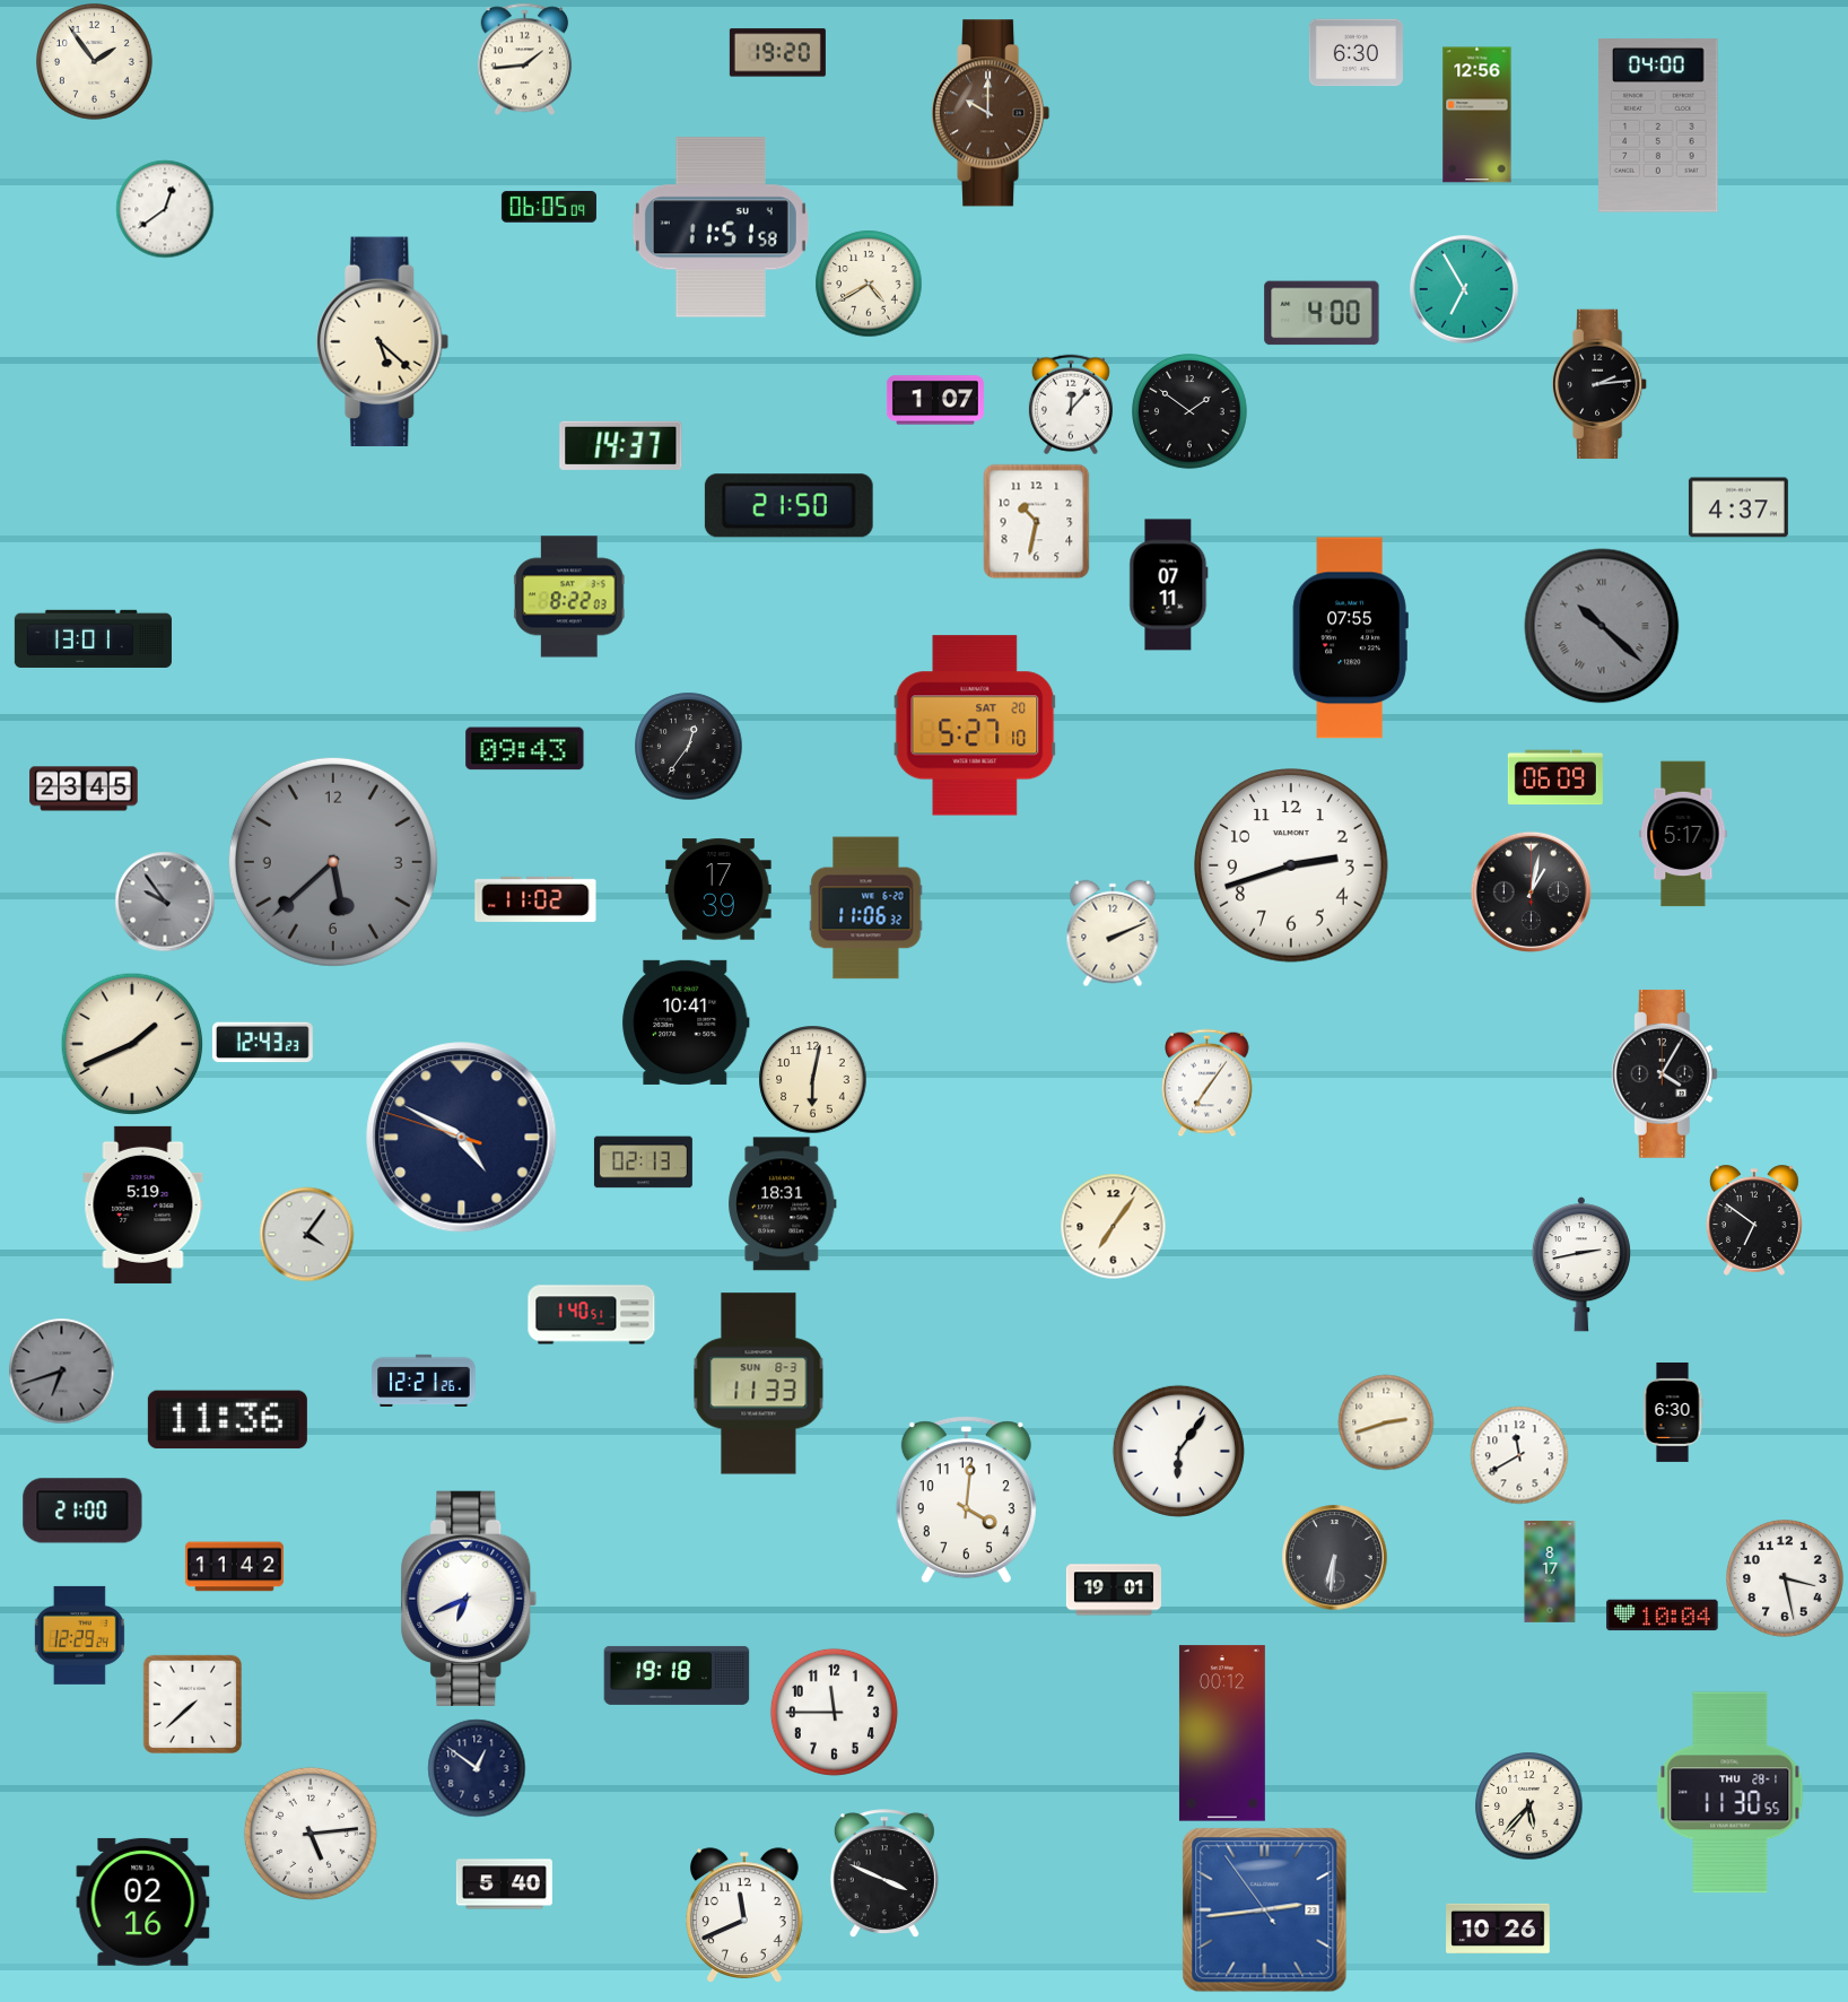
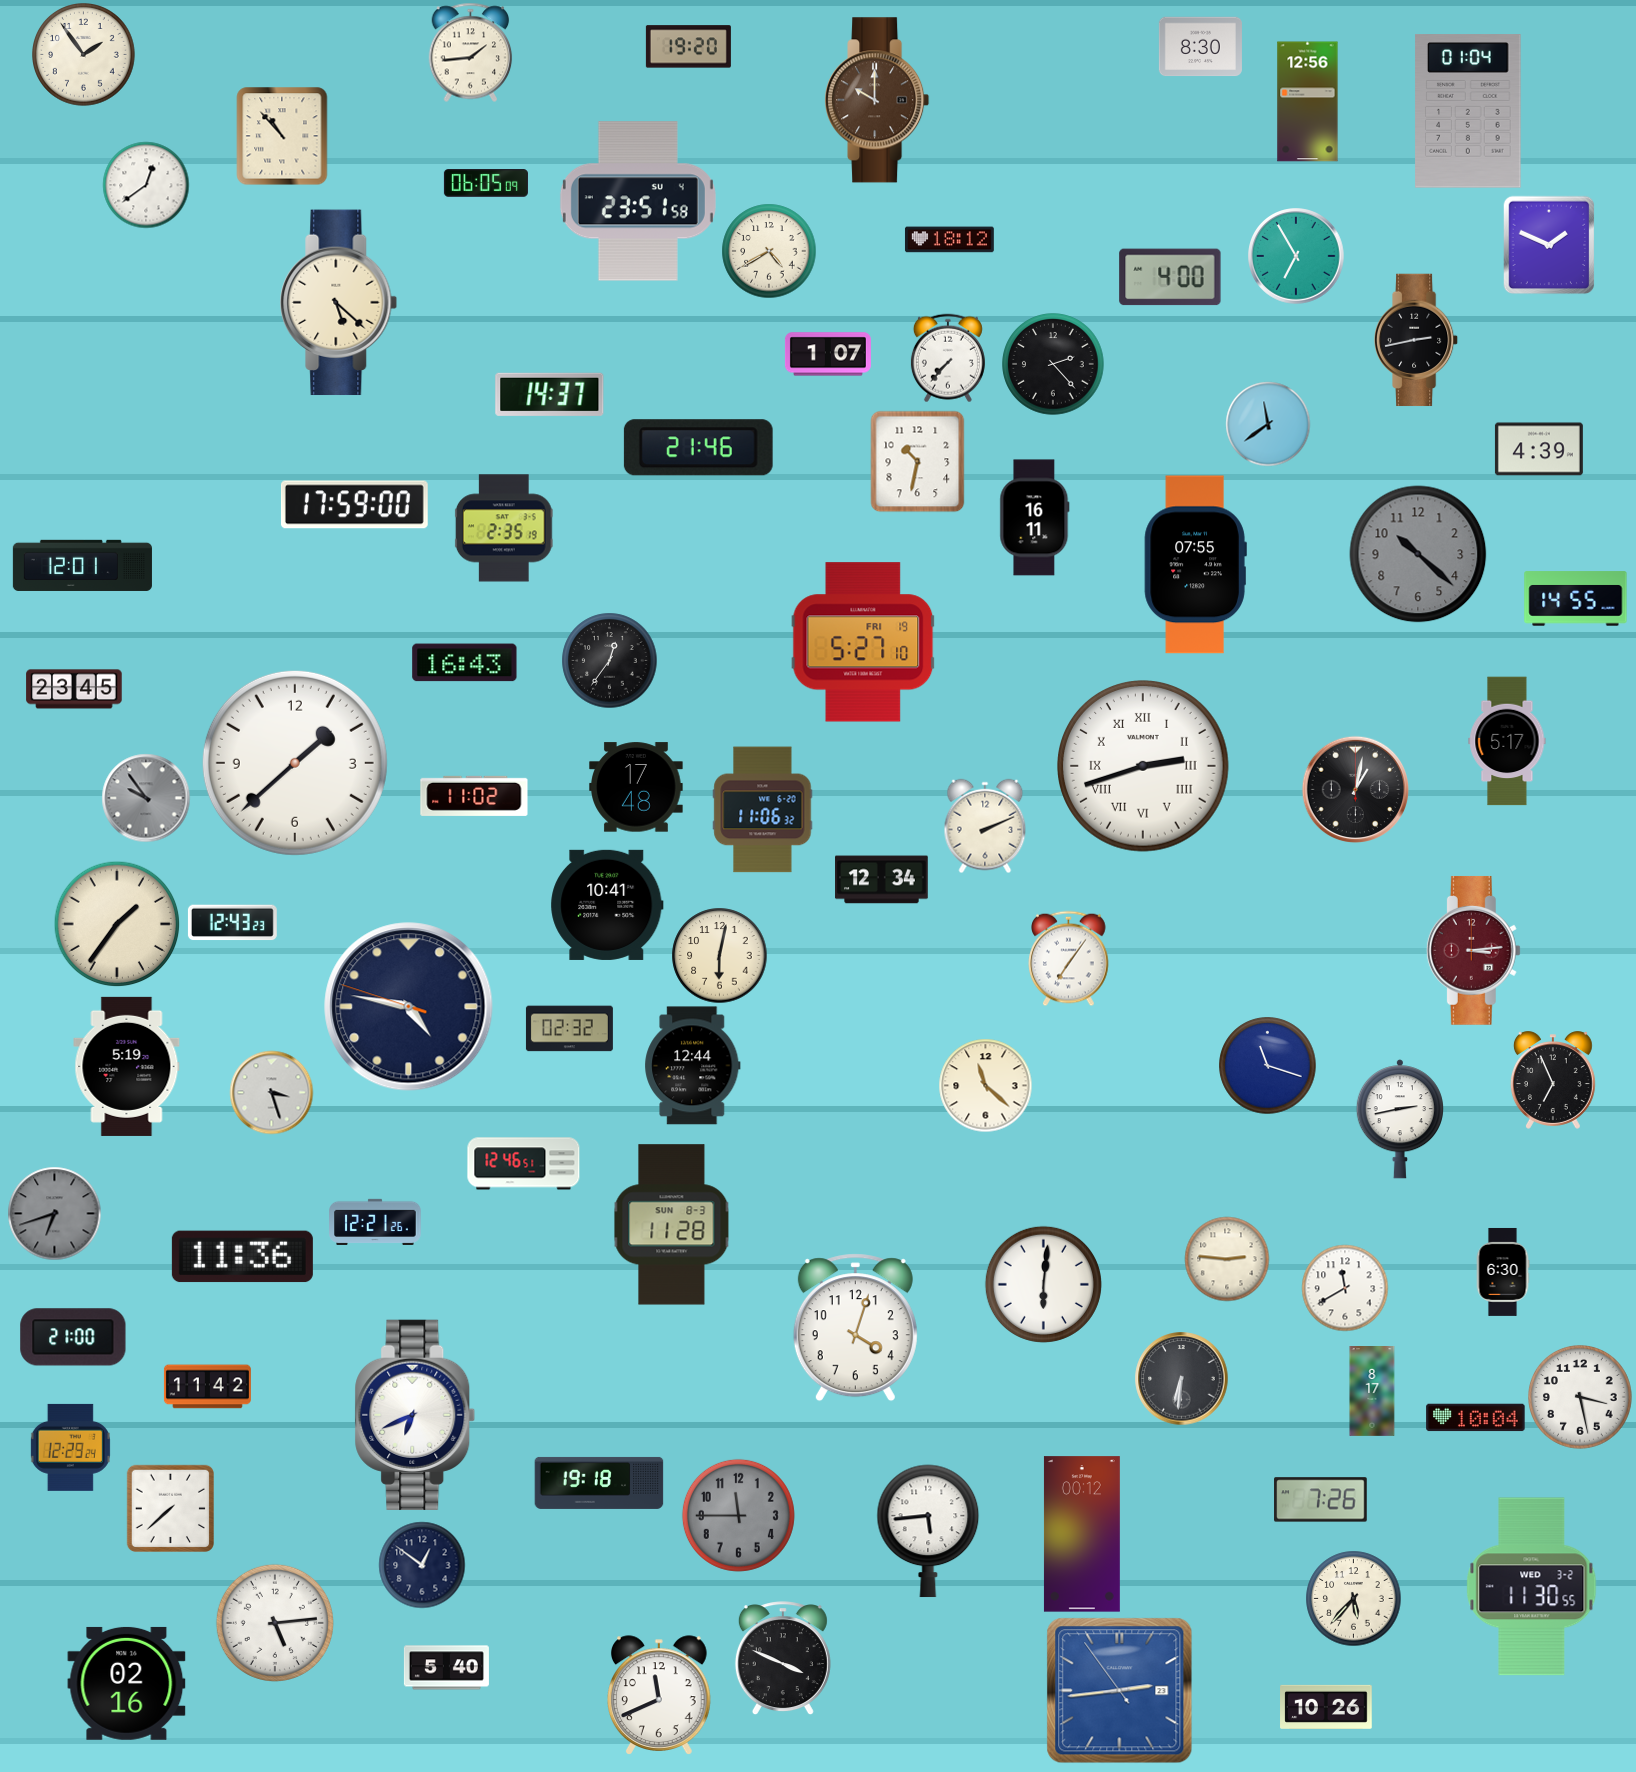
clock at (1356, 53): 6:30 -> 8:30
clock at (525, 59) position: (525, 59) -> (471, 52)
clock at (1658, 125): 04:00 -> 01:04
clock at (282, 136): none -> 10:53
clock at (721, 227): 11:51 -> 23:51
clock at (949, 240): none -> 18:12
clock at (1549, 245): none -> 1:49
clock at (1599, 384): 2:14 -> 2:43
clock at (1071, 404): 12:07 -> 7:37
clock at (1189, 411): 1:51 -> 2:23
clock at (1268, 424): none -> 11:39
clock at (788, 506): 21:50 -> 21:46
clock at (1738, 507): 4:37 -> 4:39
clock at (354, 505): none -> 17:59
clock at (1169, 585): 07:11 -> 16:11
clock at (569, 597): 8:22 -> 2:35
clock at (1602, 626) numerals: Roman -> Arabic
clock at (93, 638): 13:01 -> 12:01
clock at (1576, 599): none -> 14:55
clock at (975, 725) date: SAT 20 -> FRI 19
clock at (525, 749): 09:43 -> 16:43
clock at (1555, 777): 06:09 -> none
clock at (84, 789) position: (84, 789) -> (74, 689)
clock at (1683, 834) position: (1683, 834) -> (1507, 741)
clock at (333, 862): 5:38 -> 1:38
clock at (333, 862) dial: grey -> white
clock at (1292, 867) numerals: Arabic -> Roman
clock at (718, 889): 17:39 -> 17:48
clock at (866, 908) position: (866, 908) -> (763, 810)
clock at (882, 880): none -> 12:34
clock at (132, 1044): 1:41 -> 1:36
clock at (1664, 1073): 4:05 -> 3:14
clock at (1664, 1073) dial: black -> burgundy
clock at (462, 1138): 4:49 -> 4:46
clock at (643, 1163): 02:13 -> 02:32
clock at (783, 1204): 18:31 -> 12:44
clock at (1268, 1066): none -> 11:18
clock at (1754, 1220): 6:51 -> 6:56
clock at (1113, 1226): 7:06 -> 11:22
clock at (306, 1234): 4:06 -> 3:27
clock at (592, 1315): 1:40 -> 12:46
clock at (759, 1384): 11:33 -> 11:28
clock at (1673, 1412) position: (1673, 1412) -> (1503, 1272)
clock at (227, 1420) position: (227, 1420) -> (242, 1257)
clock at (1386, 1422): 2:42 -> 2:46
clock at (1178, 1451): 6:06 -> 6:01
clock at (966, 1500): 4:01 -> 4:03
clock at (1114, 1590): 19:01 -> none
clock at (1663, 1616) position: (1663, 1616) -> (1476, 1418)
clock at (1321, 1500): none -> 7:26
clock at (834, 1712) dial: white -> grey
clock at (928, 1531): none -> 5:44
clock at (1731, 1793) date: THU 28-1 -> WED 3-2
